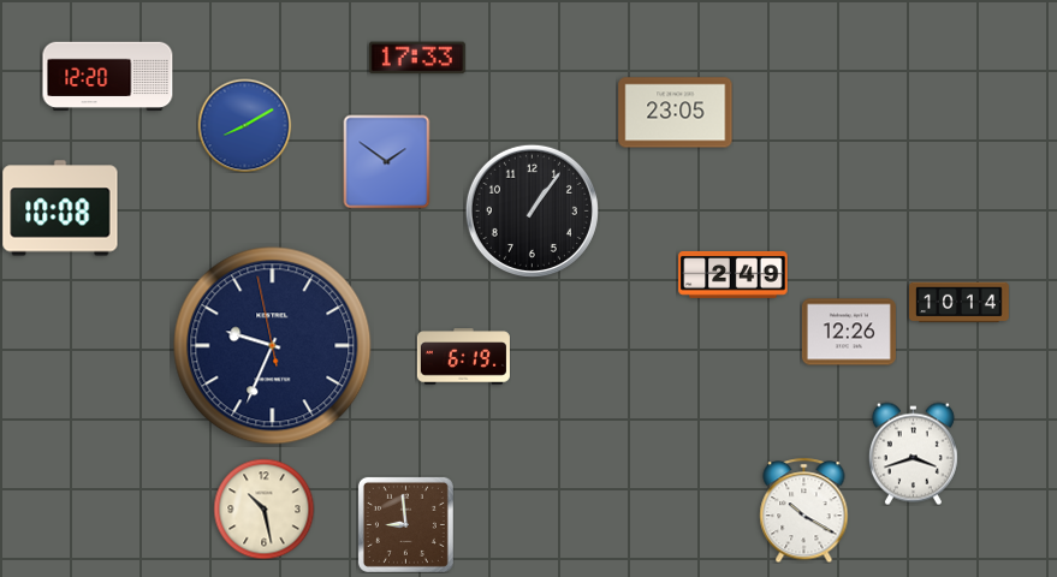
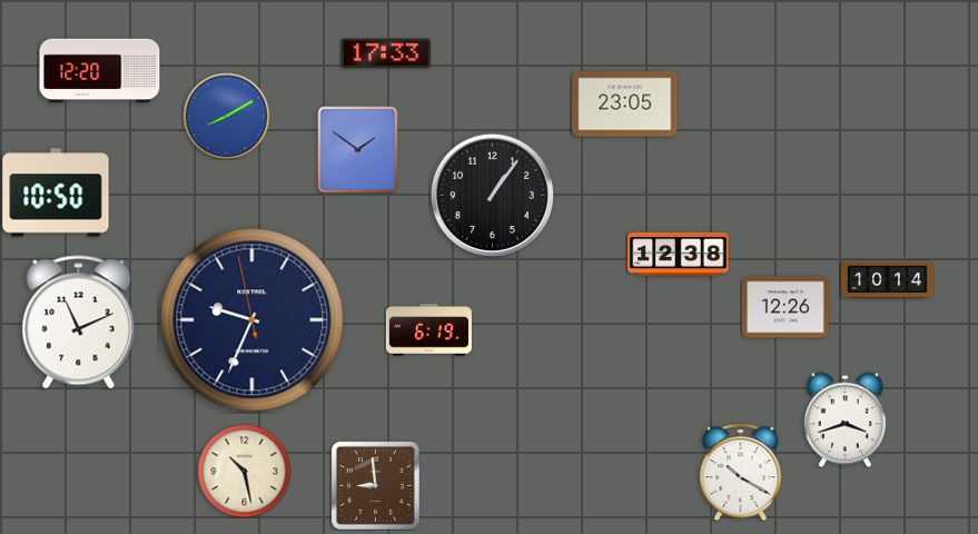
clock at (60, 208): 10:08 -> 10:50
clock at (734, 274): 2:49 -> 12:38
clock at (79, 323): none -> 11:11
clock at (804, 510) position: (804, 510) -> (741, 472)
